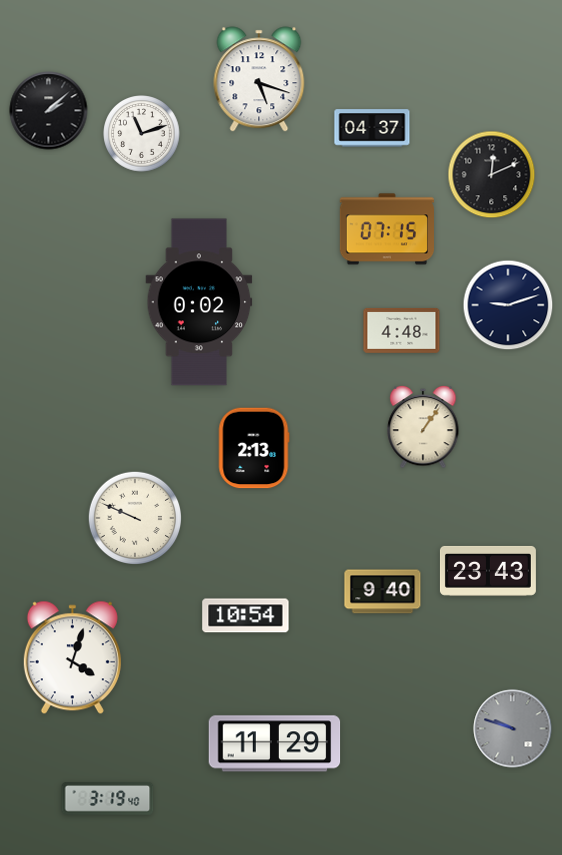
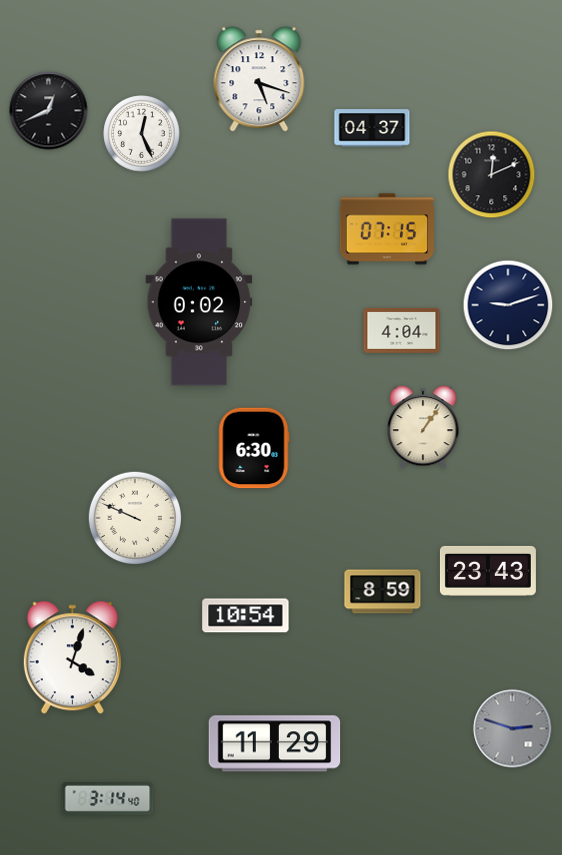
clock at (49, 111): 2:08 -> 12:41
clock at (142, 134): 11:12 -> 12:26
clock at (402, 330): 4:48 -> 4:04
clock at (254, 448): 2:13 -> 6:30
clock at (383, 592): 9:40 -> 8:59
clock at (513, 729): 9:48 -> 2:48
clock at (108, 799): 3:19 -> 3:14
